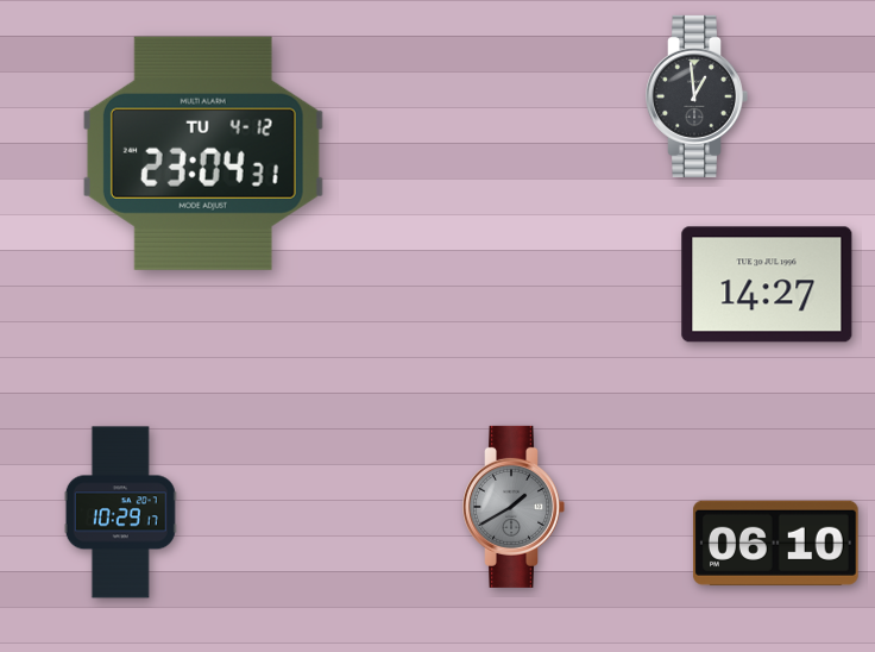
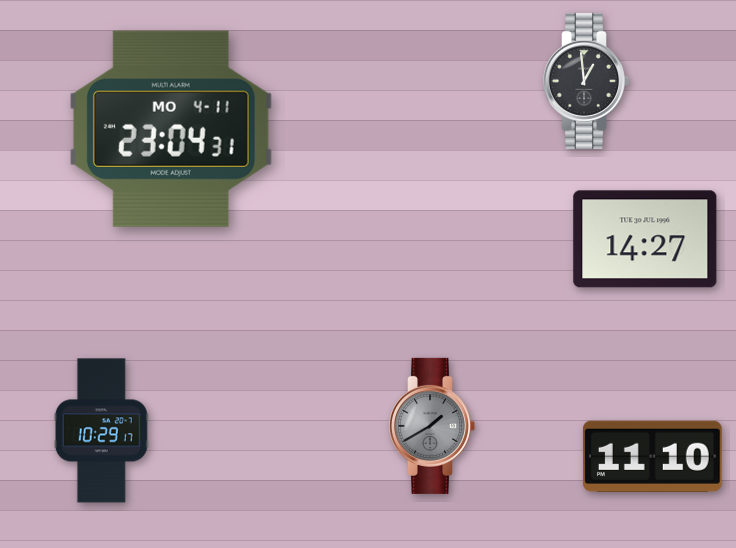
clock at (203, 153) date: TU 4-12 -> MO 4-11
clock at (775, 543): 06:10 -> 11:10
